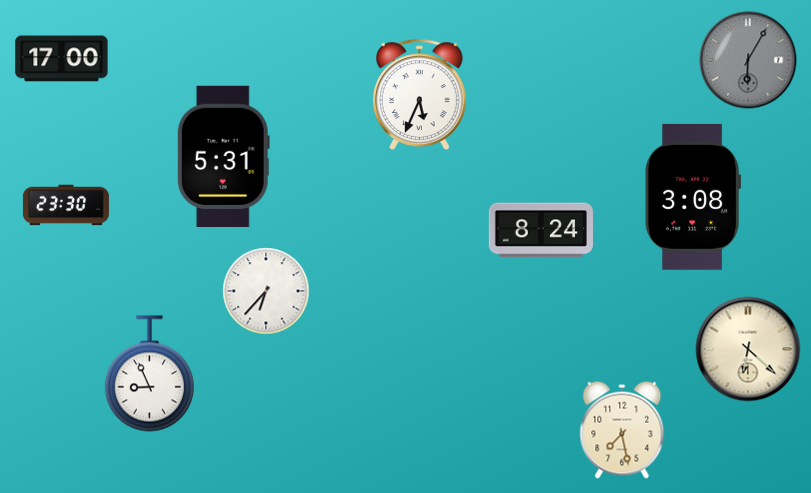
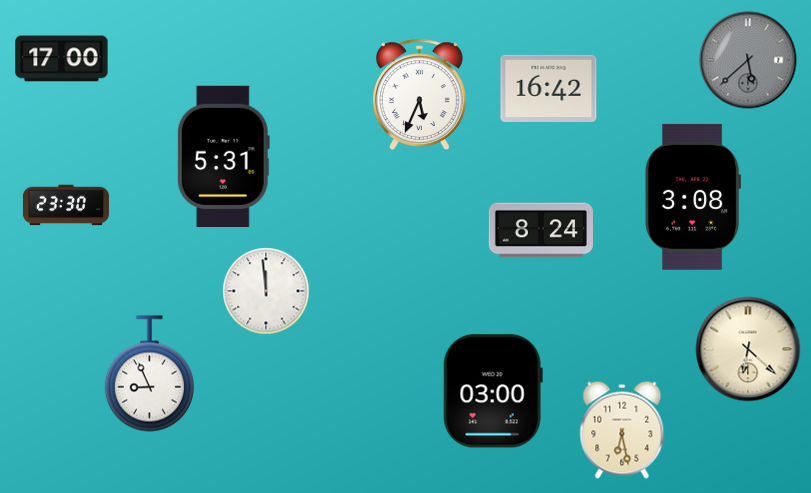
clock at (748, 60): 6:05 -> 5:38
clock at (549, 88): none -> 16:42
clock at (266, 291): 6:37 -> 11:59
clock at (493, 391): none -> 03:00
clock at (622, 430): 7:28 -> 6:28
